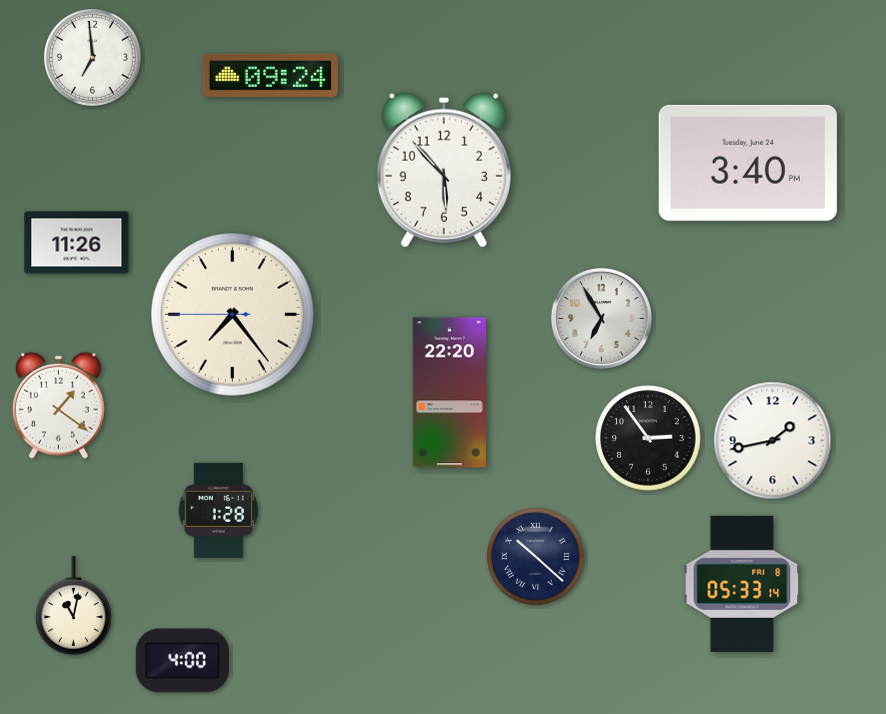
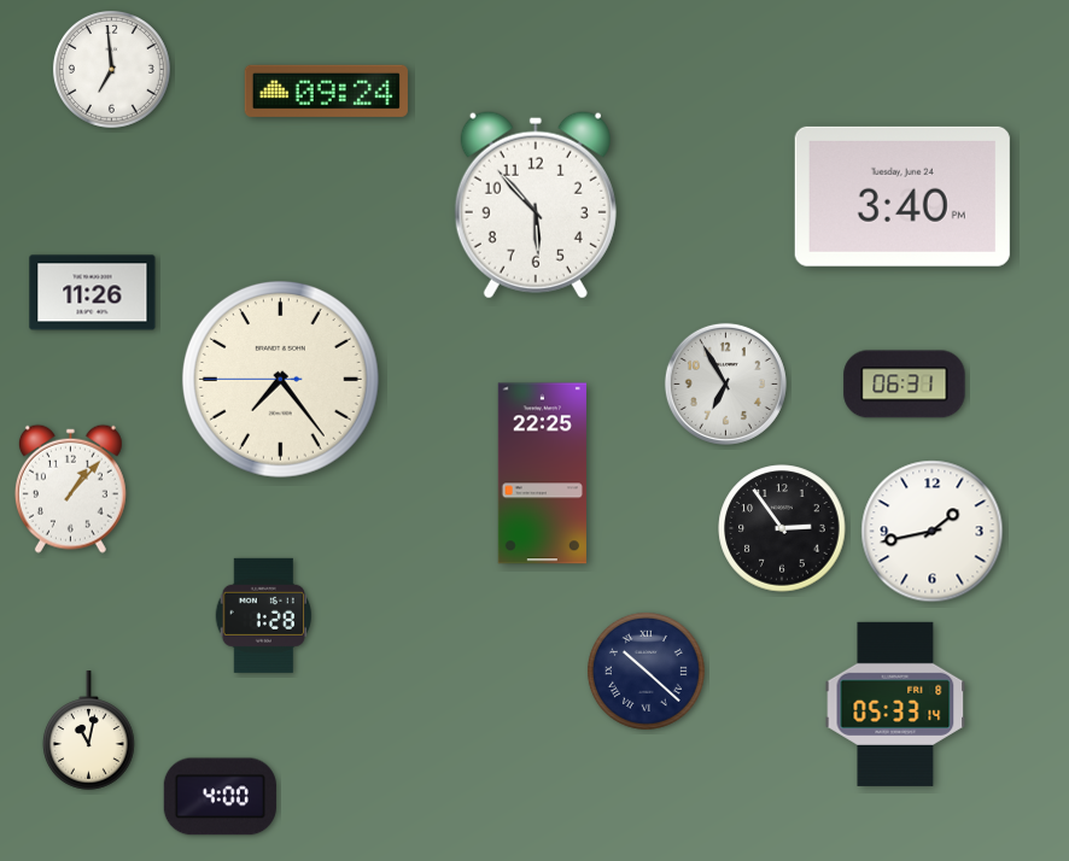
clock at (905, 385): none -> 06:31
clock at (449, 393): 22:20 -> 22:25
clock at (58, 405): 1:21 -> 1:07
